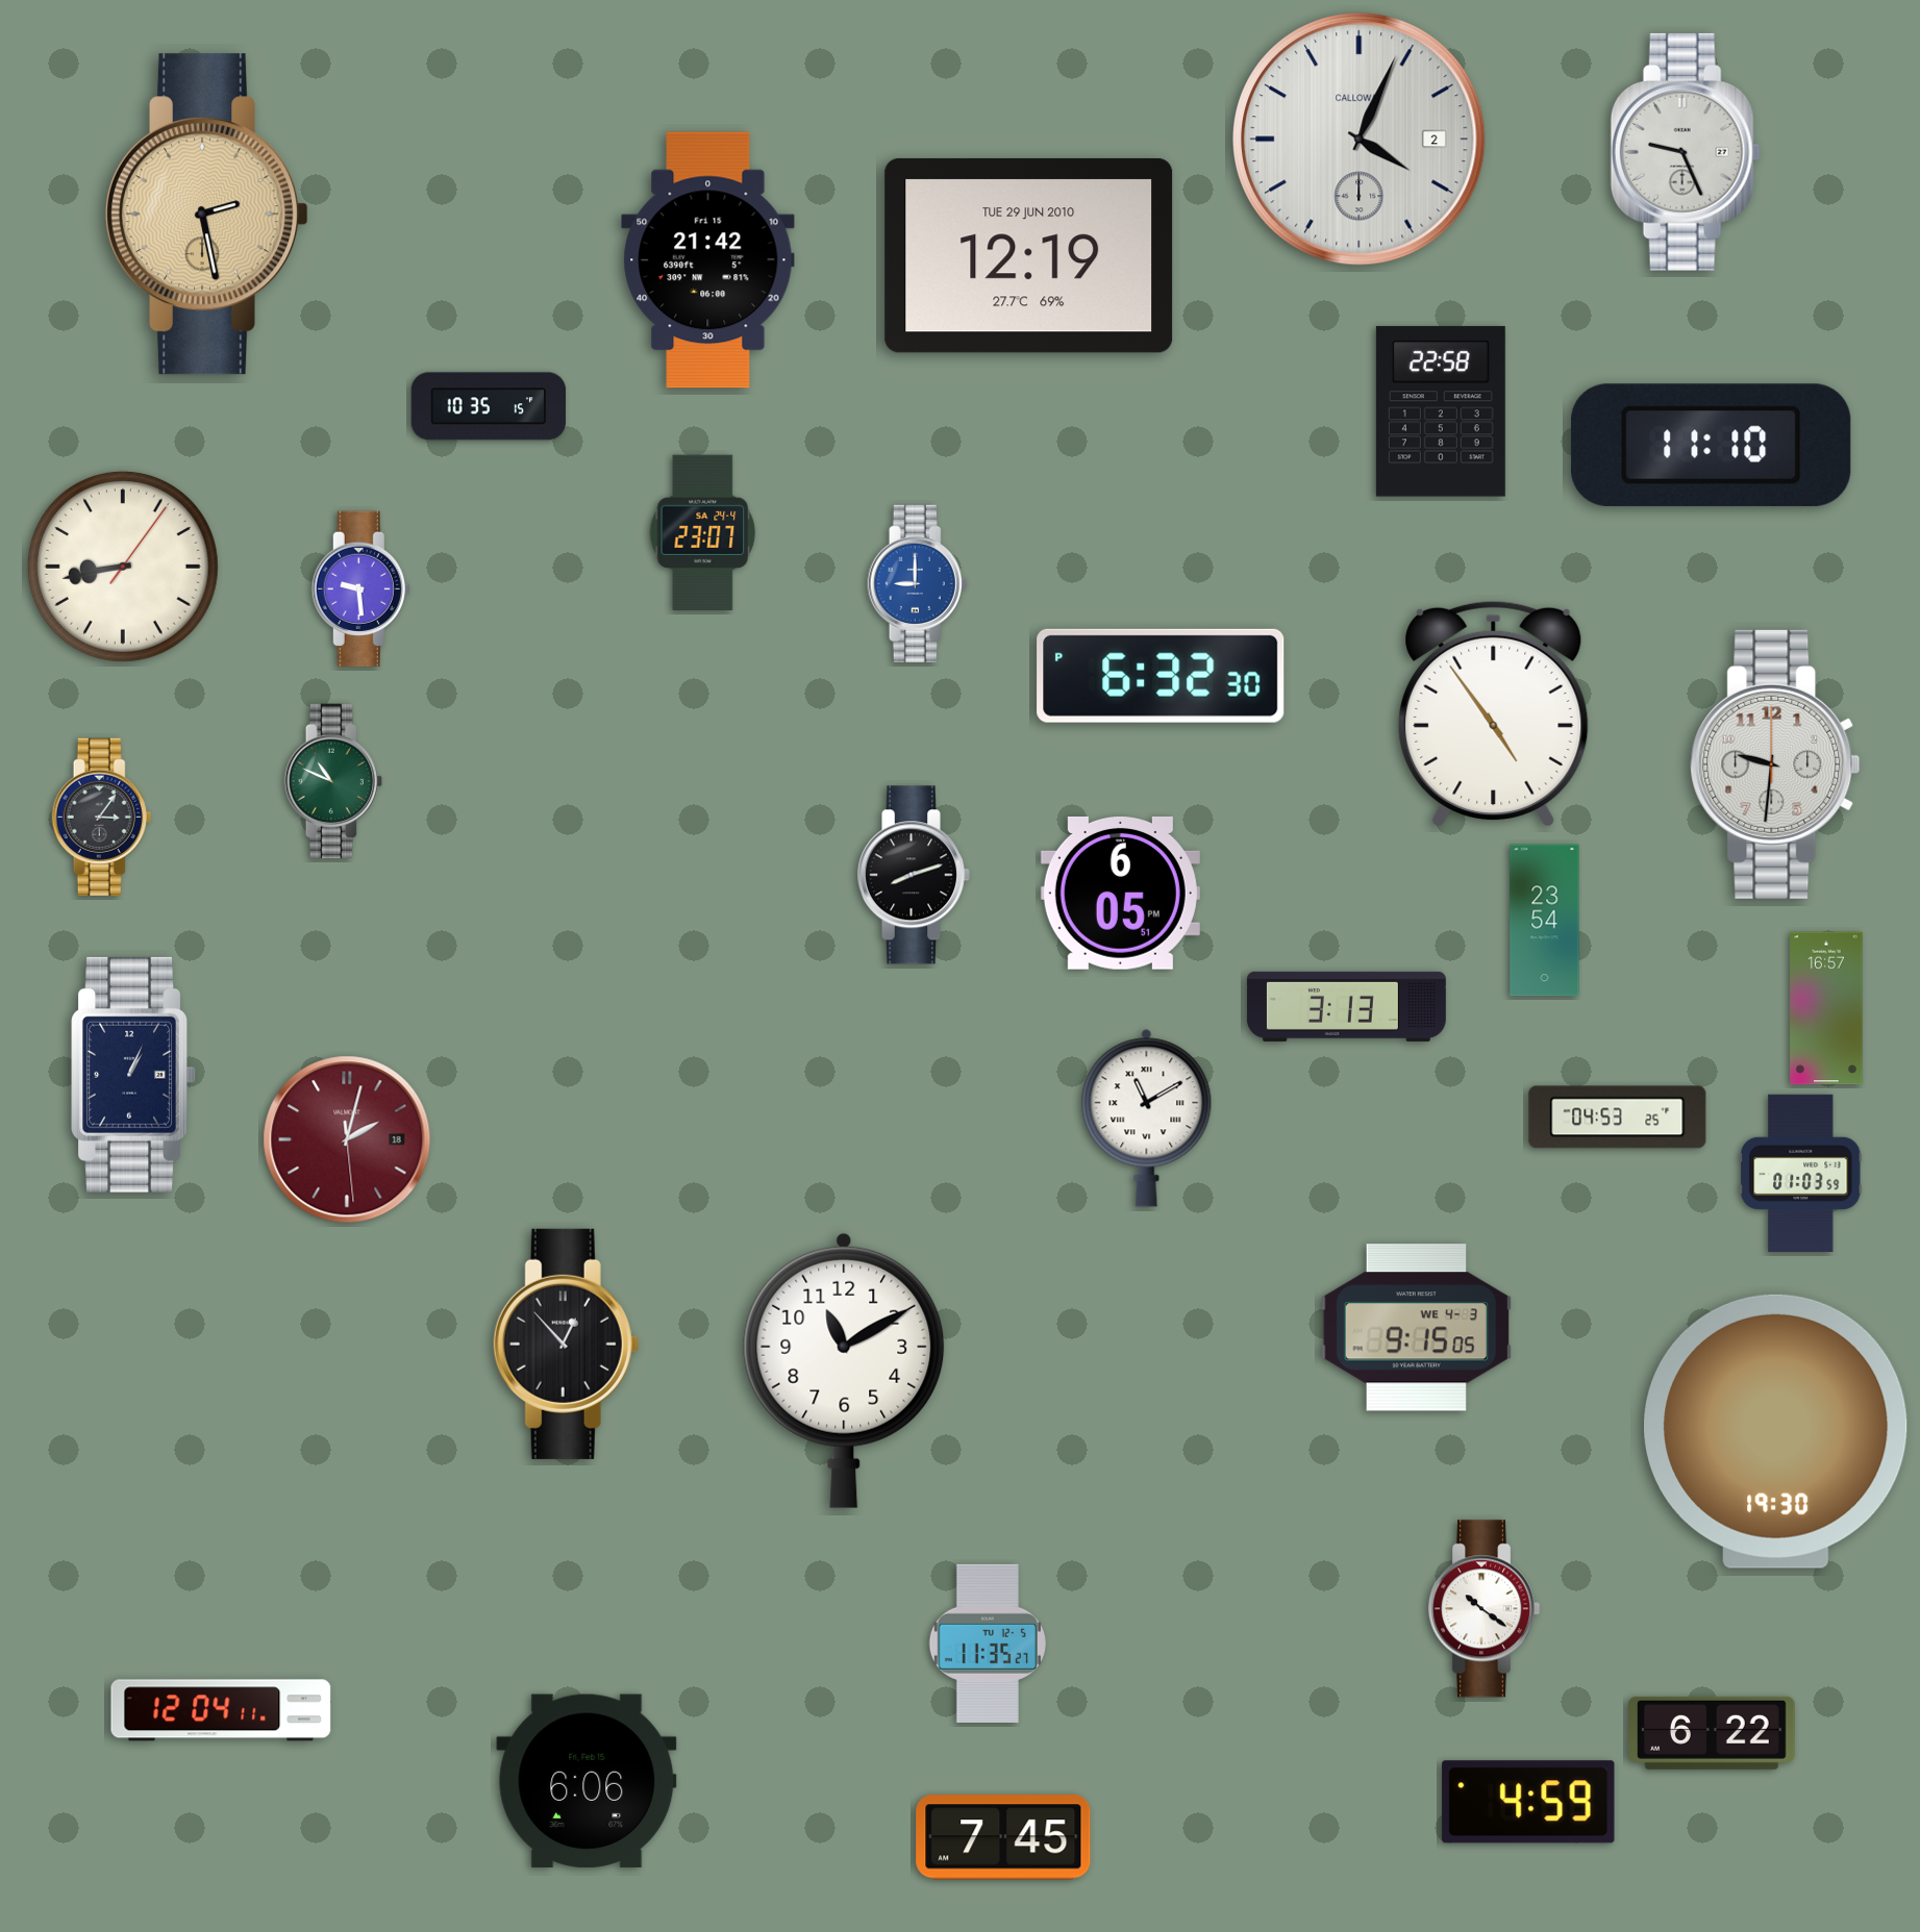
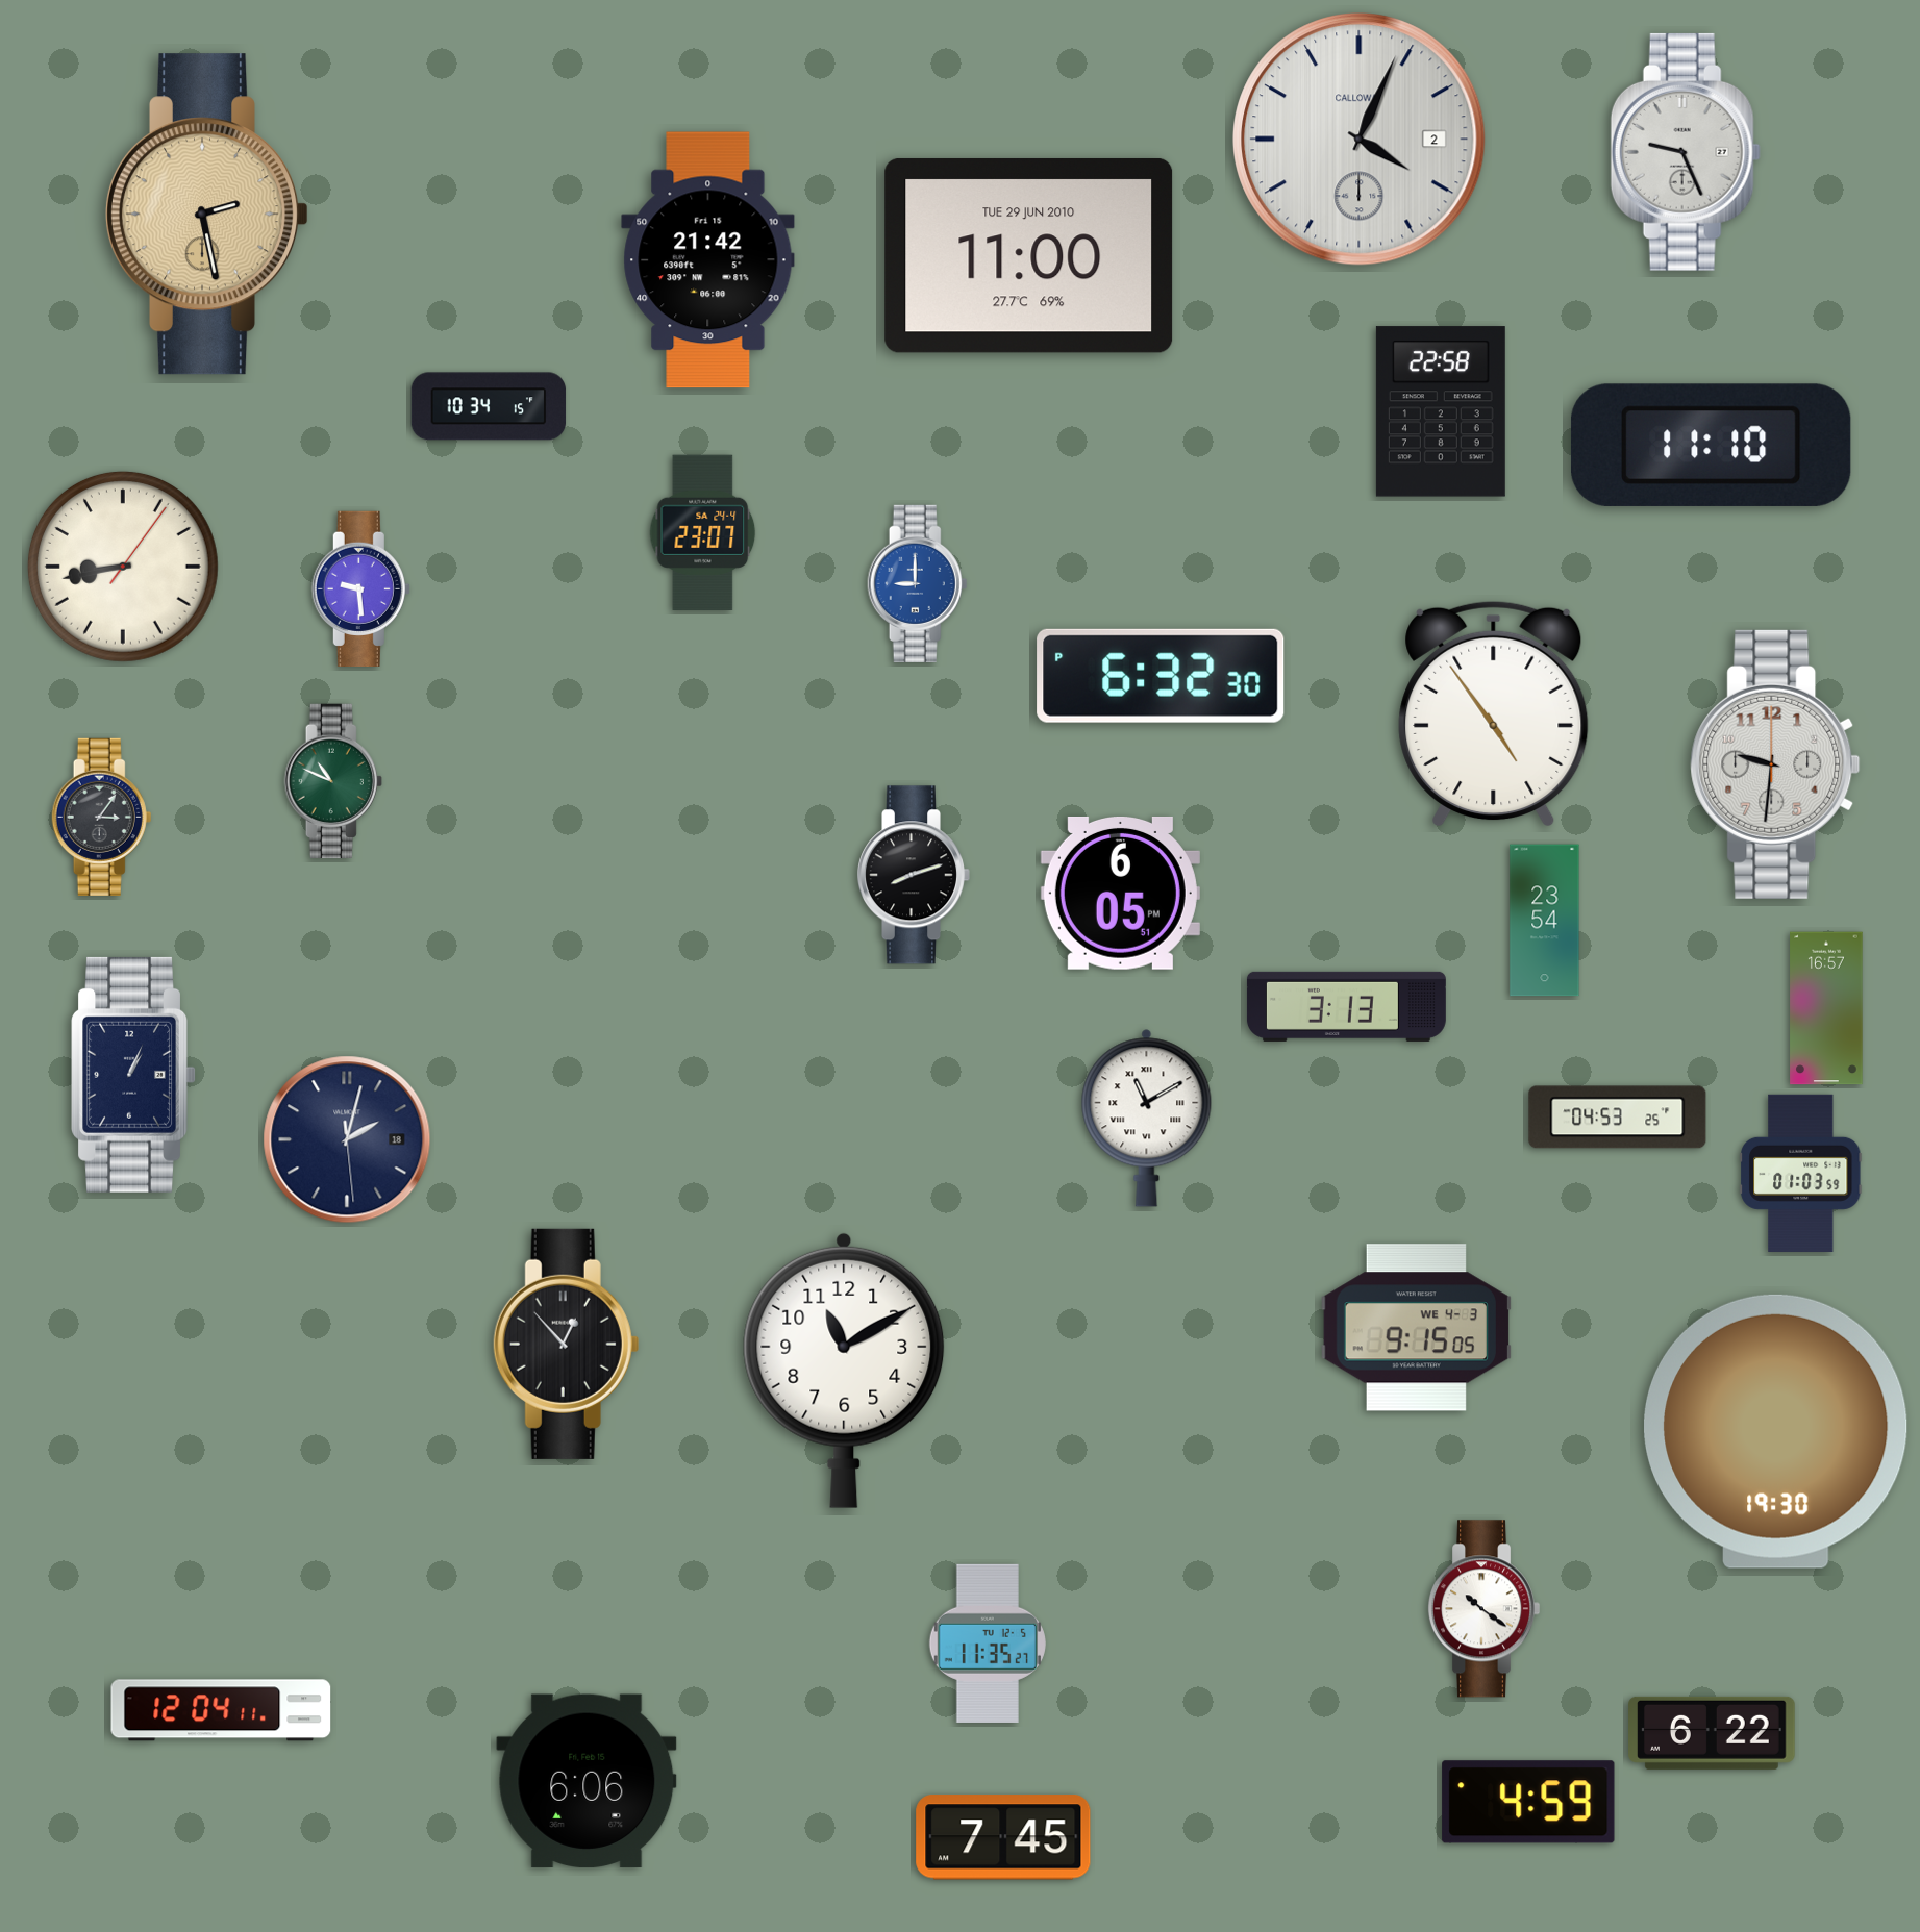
clock at (1029, 255): 12:19 -> 11:00
clock at (489, 406): 10:35 -> 10:34
clock at (347, 1139) dial: burgundy -> navy
